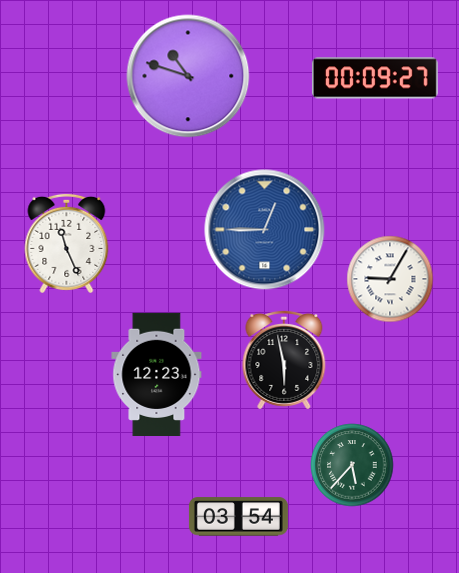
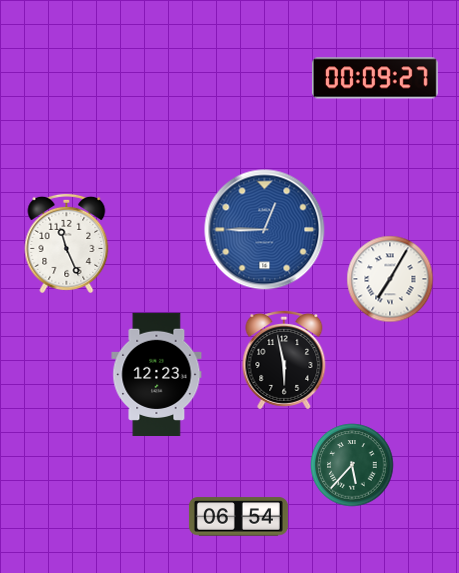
clock at (188, 76): 10:48 -> none
clock at (390, 279): 9:05 -> 7:05
clock at (238, 517): 03:54 -> 06:54
